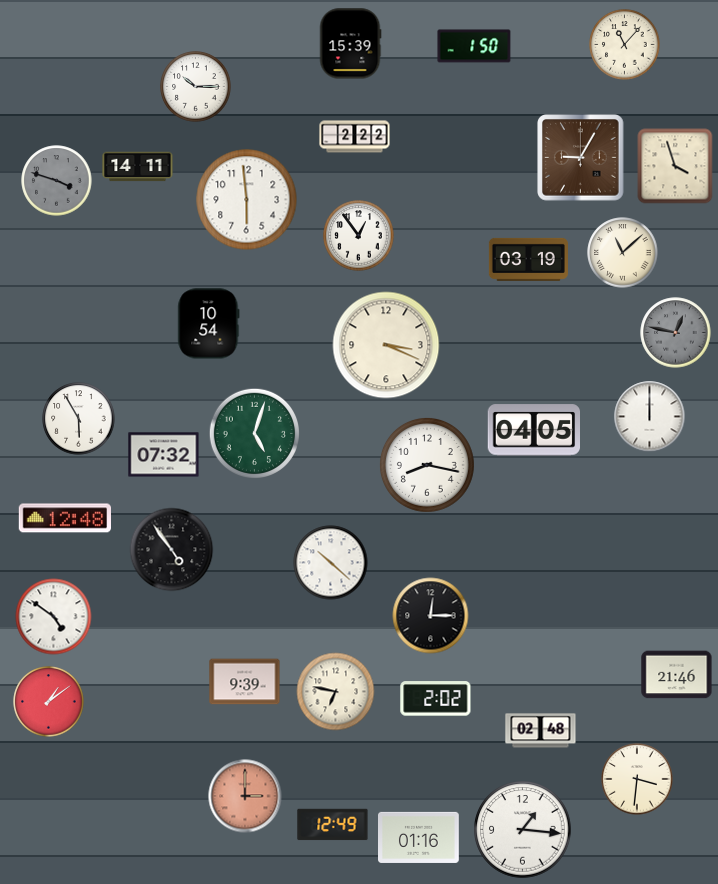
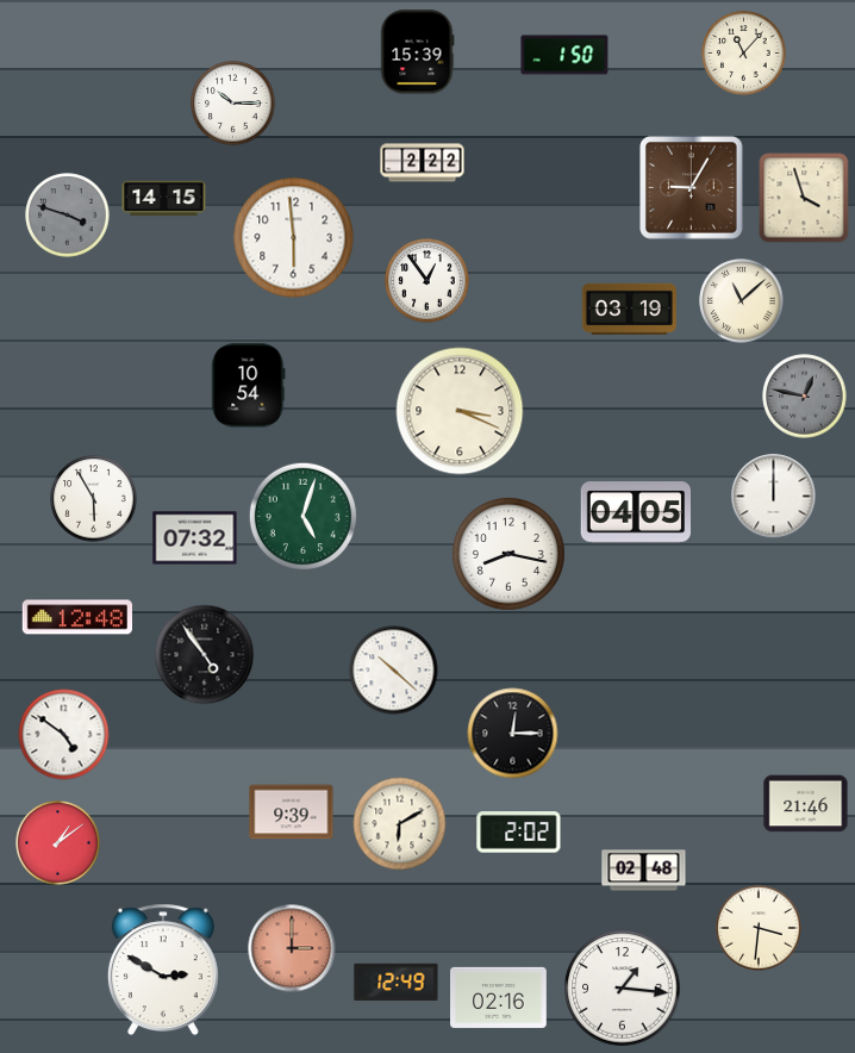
clock at (138, 167): 14:11 -> 14:15
clock at (164, 455) position: (164, 455) -> (195, 538)
clock at (336, 692): 6:47 -> 6:10
clock at (49, 702) position: (49, 702) -> (58, 843)
clock at (163, 970): none -> 2:50
clock at (419, 837): 01:16 -> 02:16
